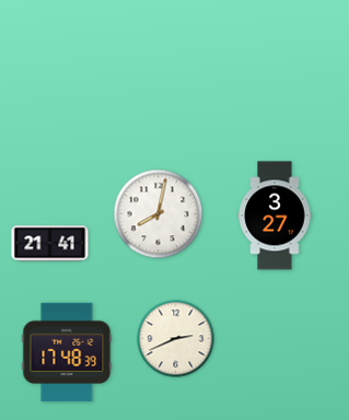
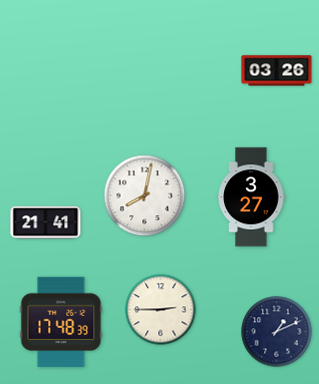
clock at (277, 71): none -> 03:26
clock at (176, 339): 2:41 -> 2:45
clock at (277, 332): none -> 1:11
